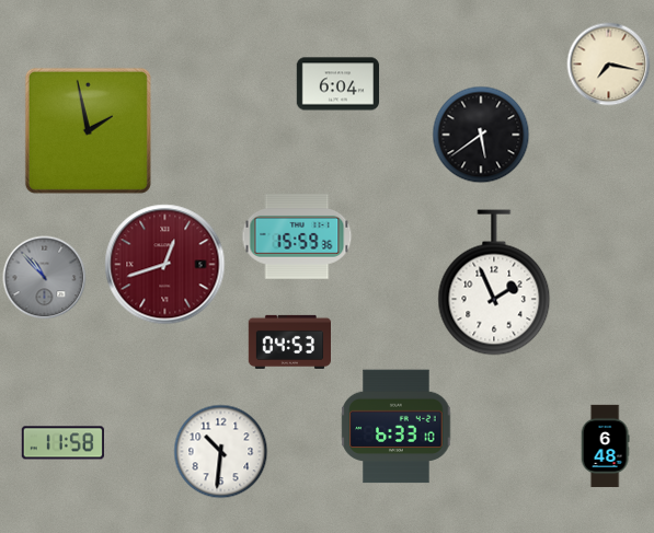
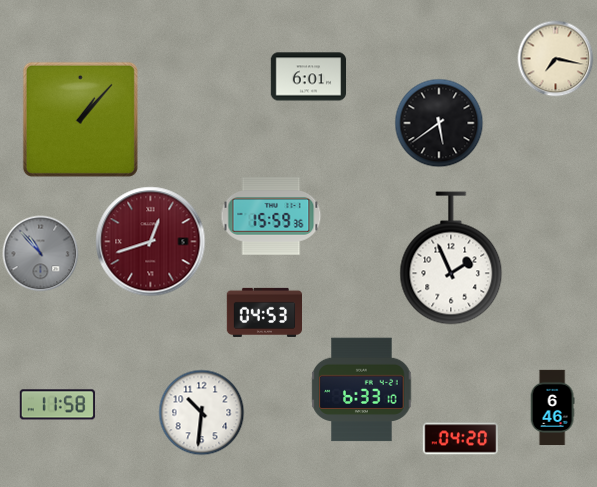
clock at (339, 84): 6:04 -> 6:01
clock at (88, 130): 1:58 -> 1:07
clock at (605, 447): 6:48 -> 6:46
clock at (460, 439): none -> 04:20
